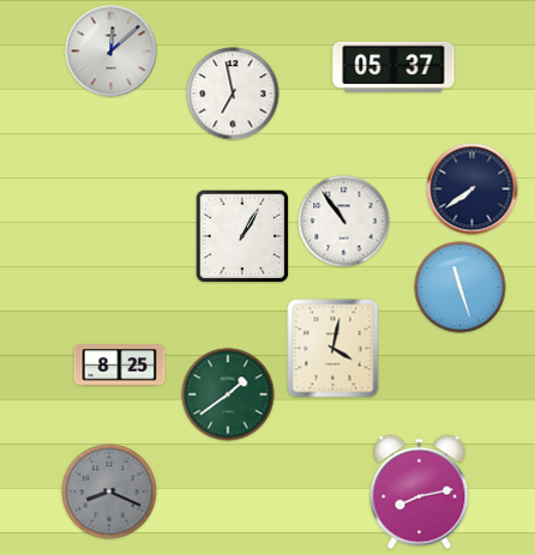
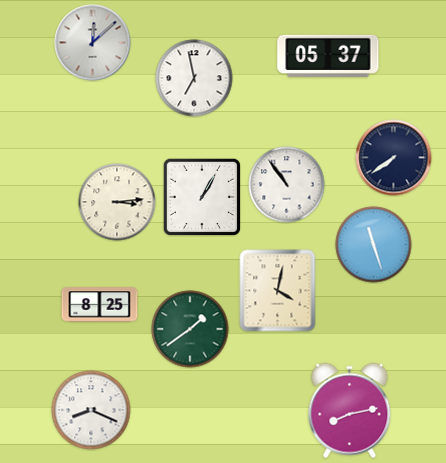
clock at (117, 202): none -> 3:14
clock at (461, 288) position: (461, 288) -> (374, 245)
clock at (109, 491) dial: grey -> white
